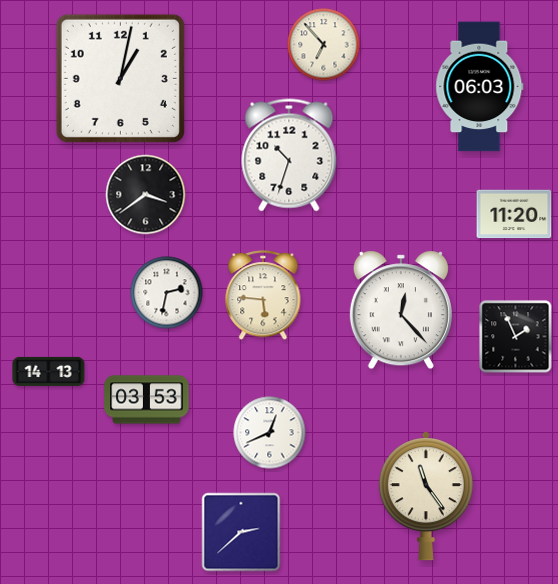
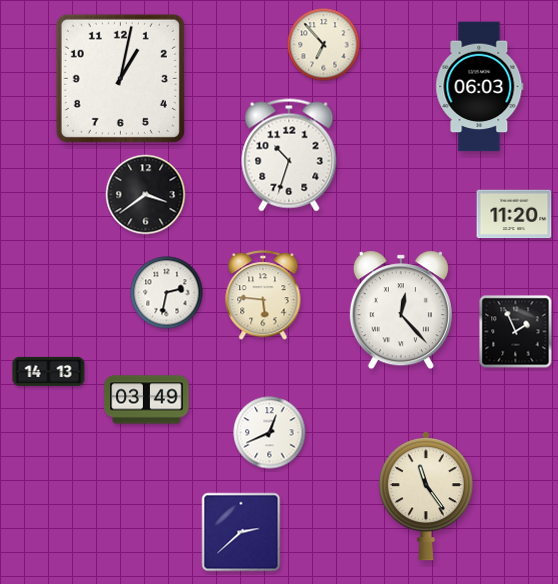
clock at (516, 337) position: (516, 337) -> (516, 332)
clock at (147, 400): 03:53 -> 03:49
